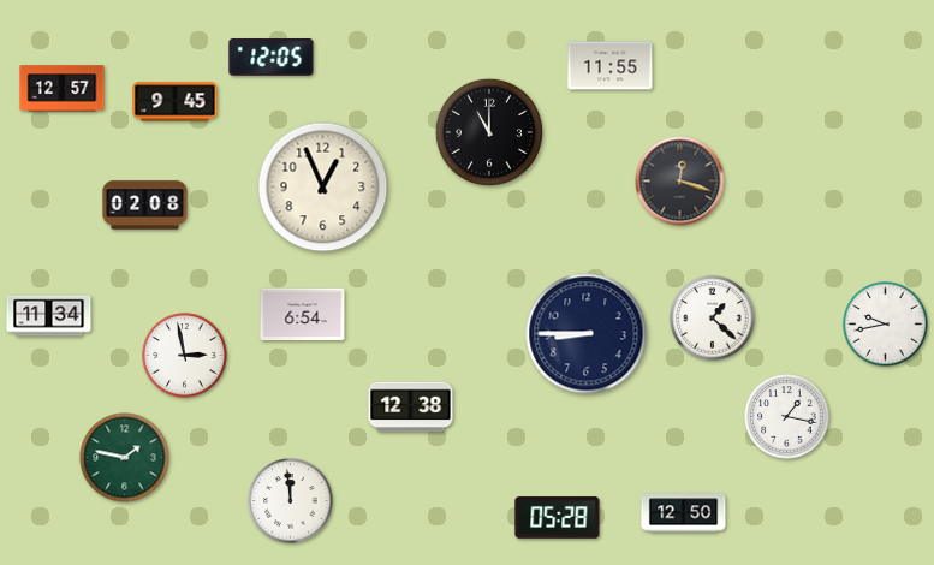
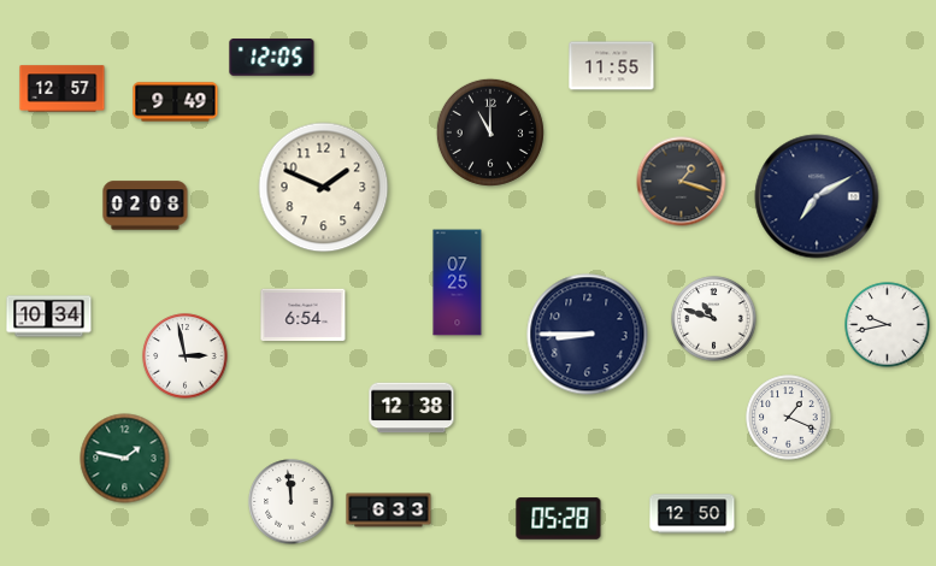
clock at (176, 102): 9:45 -> 9:49
clock at (680, 182): 12:18 -> 1:18
clock at (323, 188): 12:56 -> 1:49
clock at (817, 196): none -> 7:10
clock at (458, 283): none -> 07:25
clock at (49, 316): 11:34 -> 10:34
clock at (713, 319): 1:22 -> 10:48
clock at (787, 417): 1:17 -> 1:19
clock at (389, 511): none -> 6:33
clock at (684, 513) position: (684, 513) -> (693, 514)
